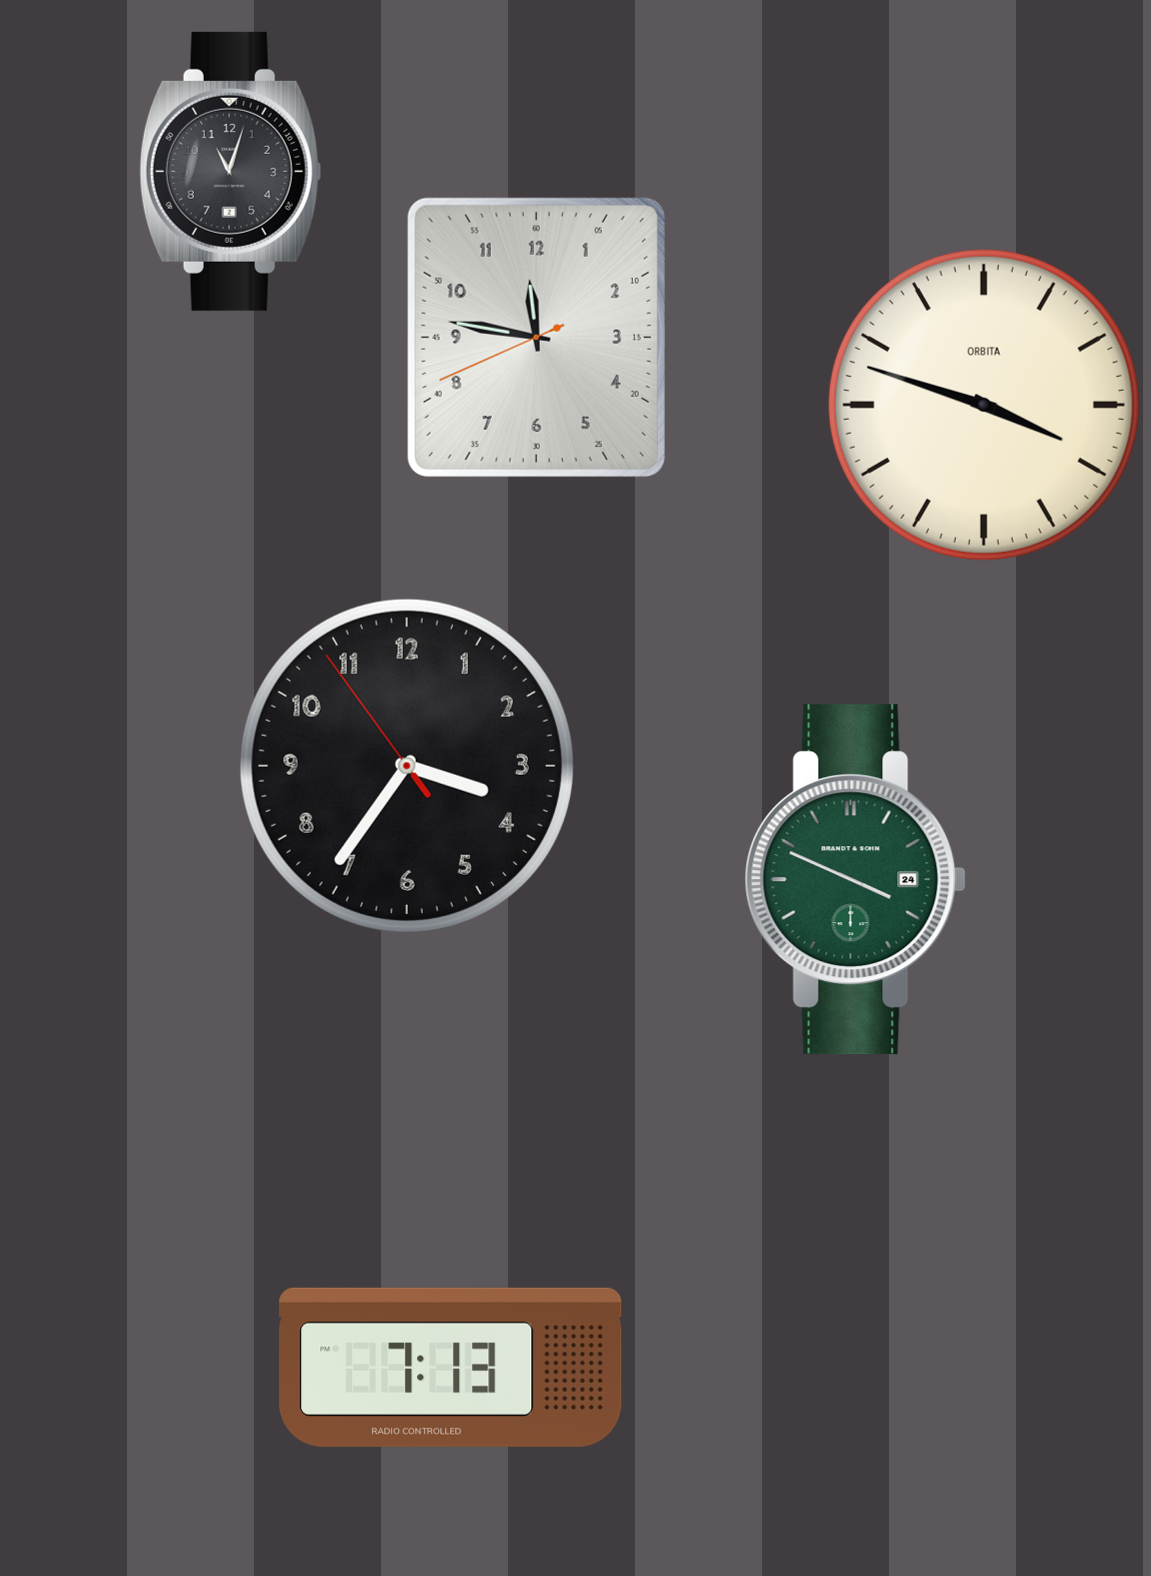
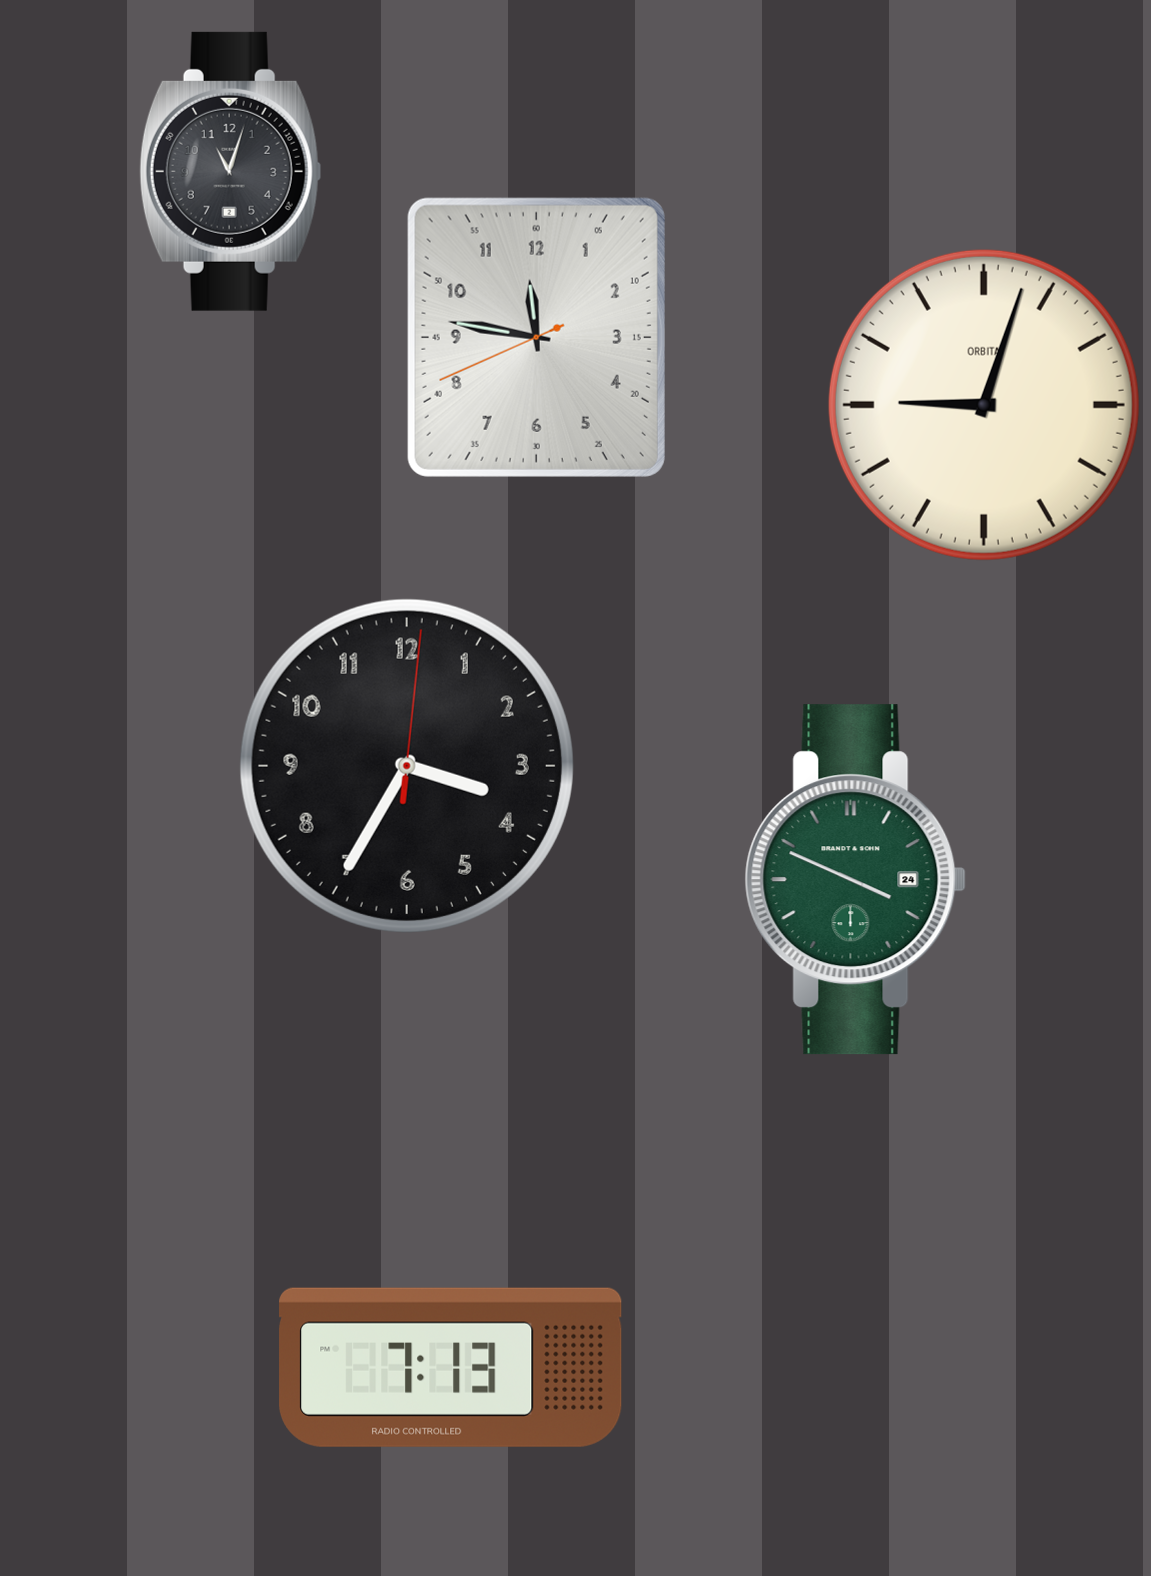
clock at (984, 405): 3:48 -> 9:03
clock at (407, 766): 3:35:54 -> 3:35:01
